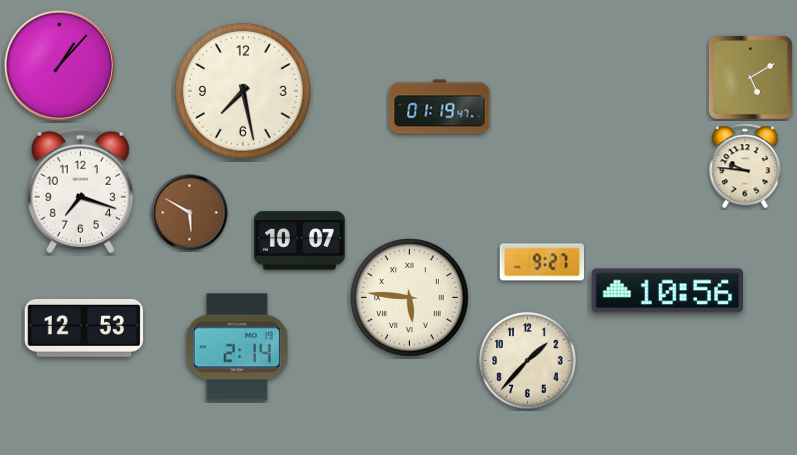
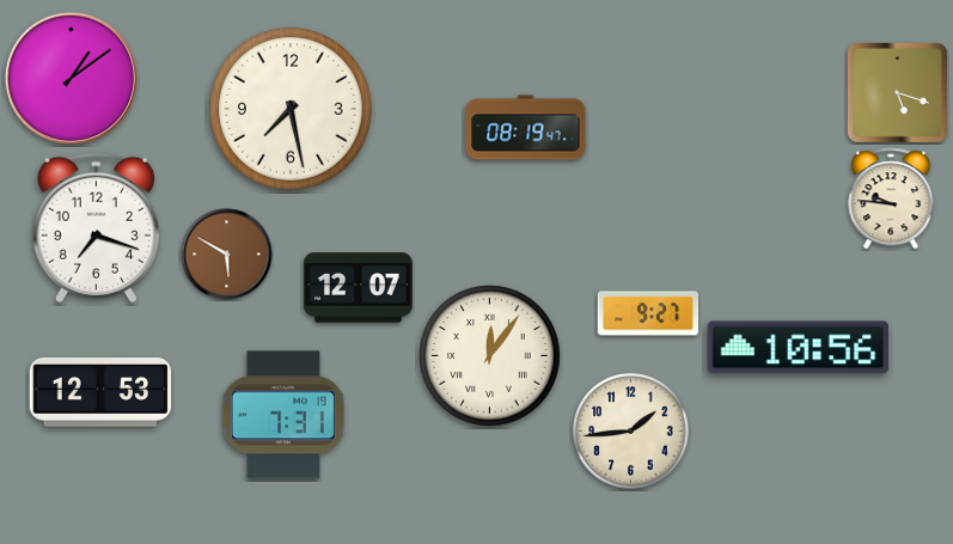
clock at (59, 65): 1:07 -> 1:09
clock at (750, 77): 5:10 -> 5:18
clock at (440, 107): 01:19 -> 08:19
clock at (299, 241): 10:07 -> 12:07
clock at (410, 298): 5:46 -> 12:06
clock at (237, 347): 2:14 -> 7:31
clock at (528, 361): 1:37 -> 1:44
